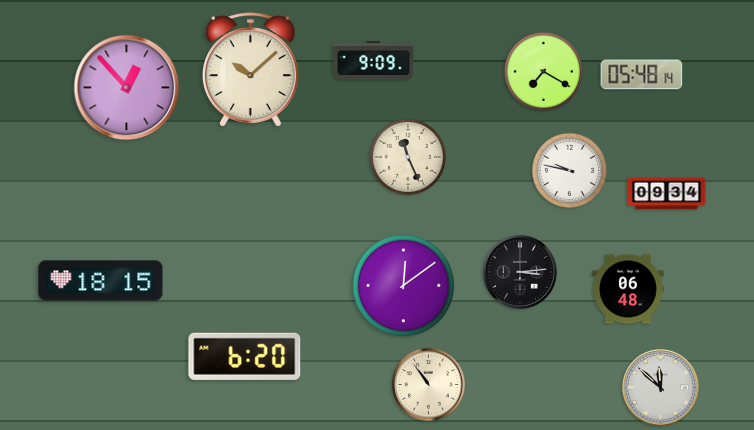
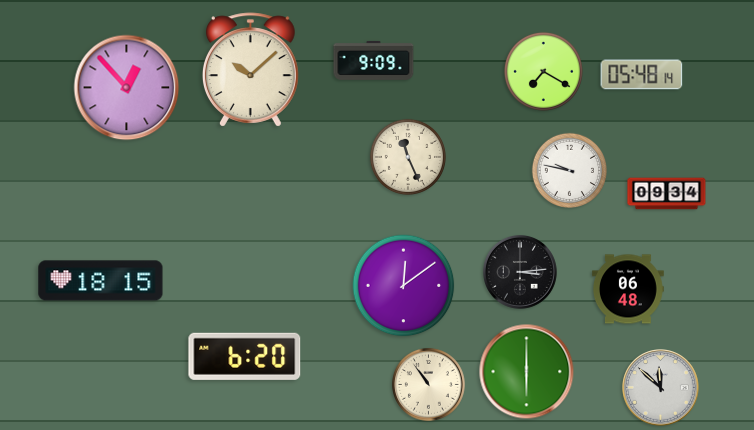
clock at (527, 372): none -> 6:00
